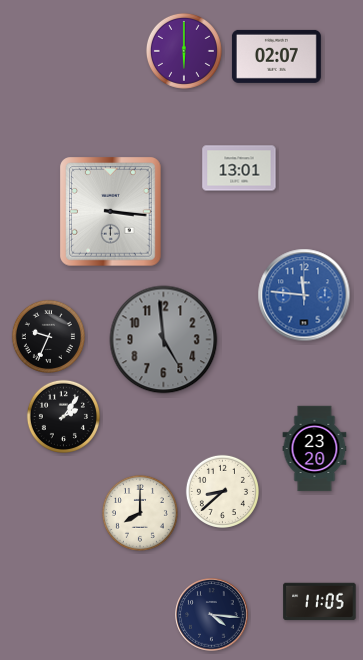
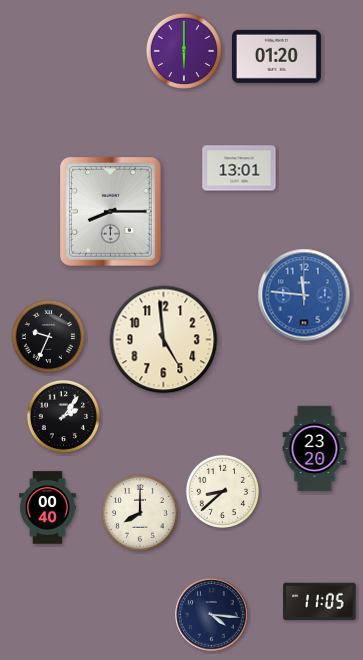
clock at (276, 56): 02:07 -> 01:20
clock at (111, 212): 3:16 -> 8:15
clock at (164, 340) dial: grey -> cream
clock at (48, 508): none -> 00:40
